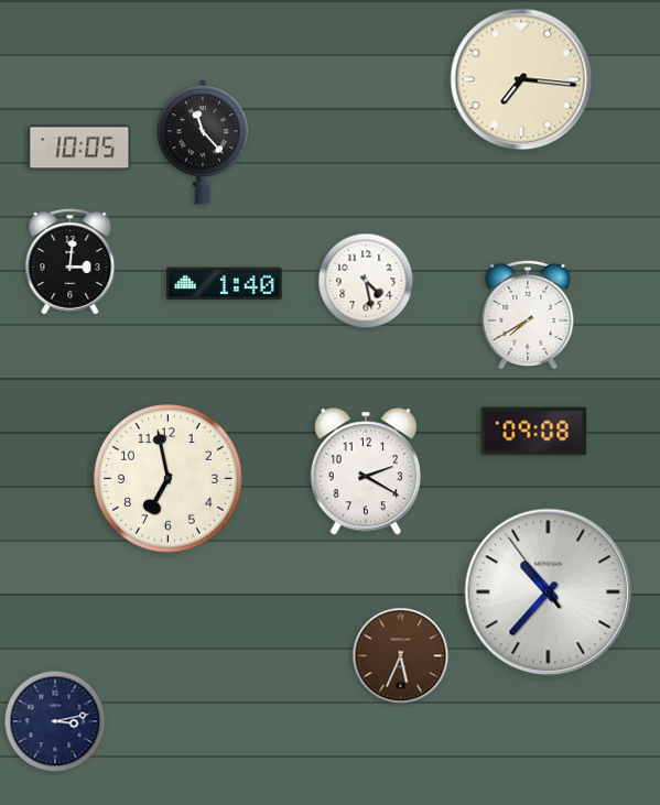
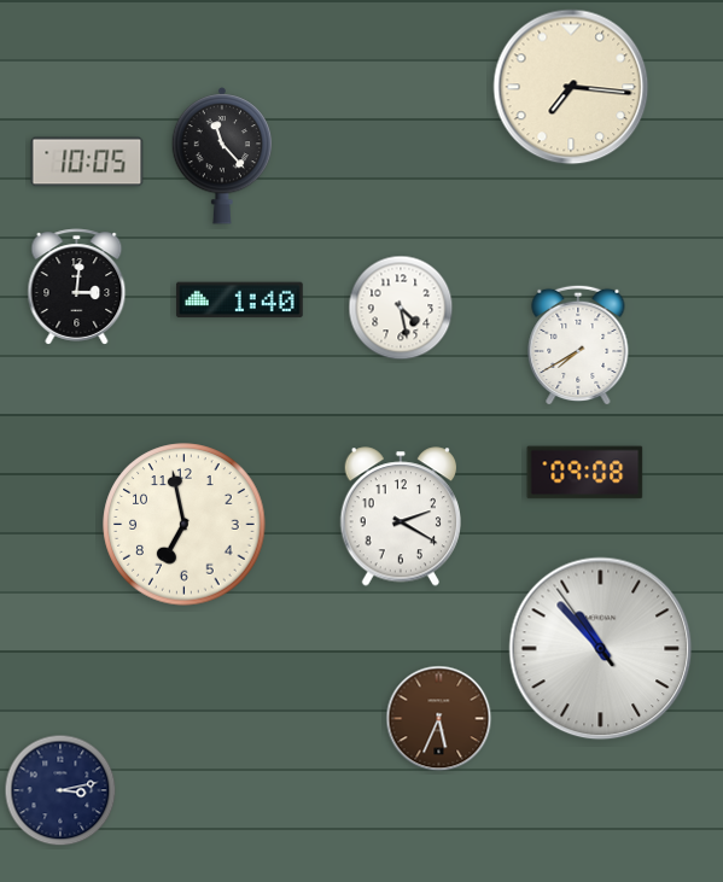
clock at (224, 284) position: (224, 284) -> (239, 300)
clock at (549, 592): 10:36 -> 10:52
